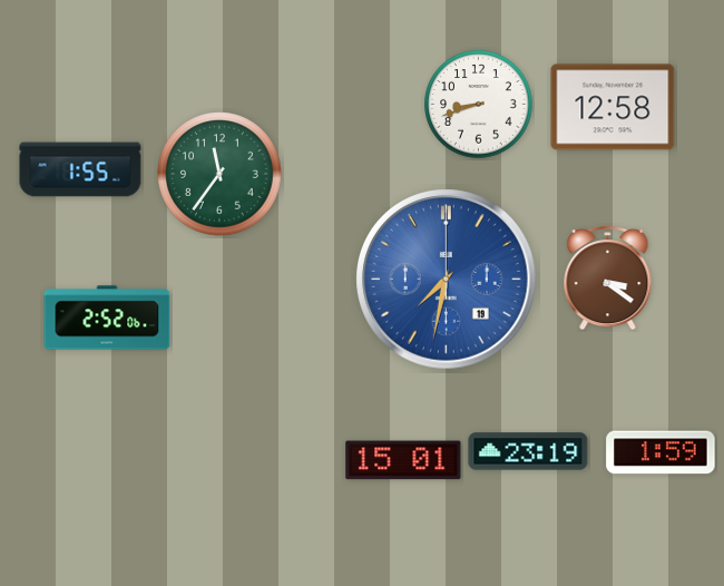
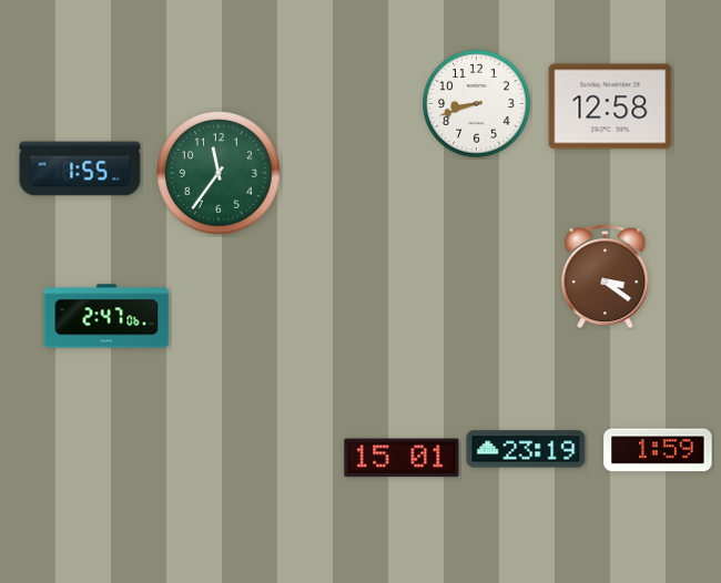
clock at (447, 280): 7:32 -> none
clock at (107, 318): 2:52 -> 2:47
